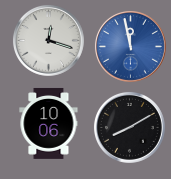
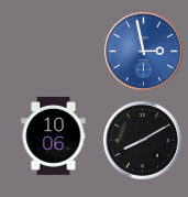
clock at (48, 40): 12:18 -> none
clock at (130, 46): 11:58 -> 2:58
